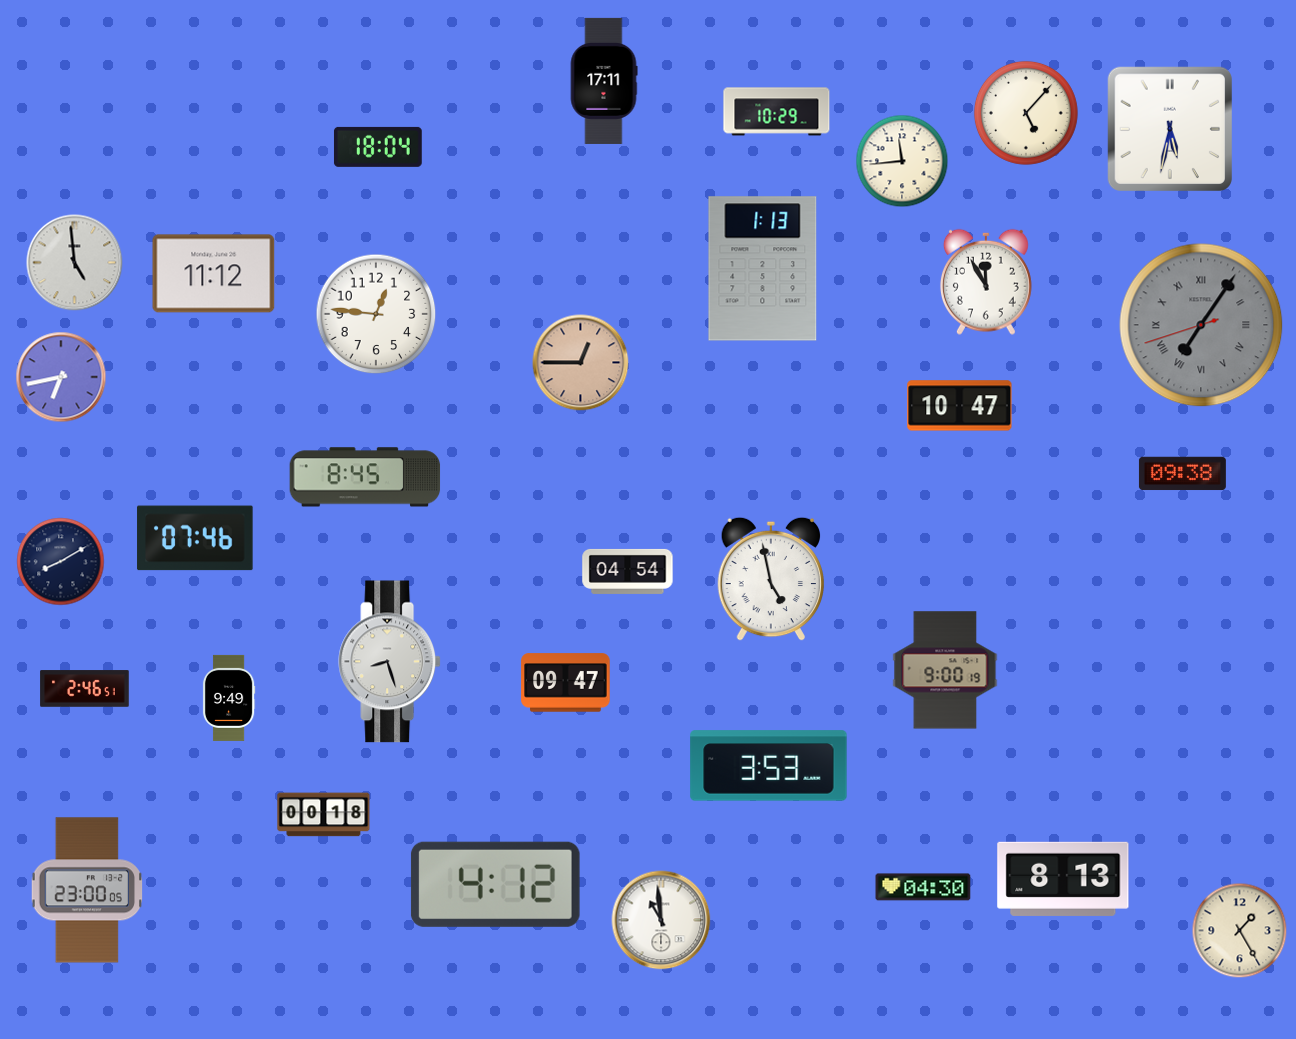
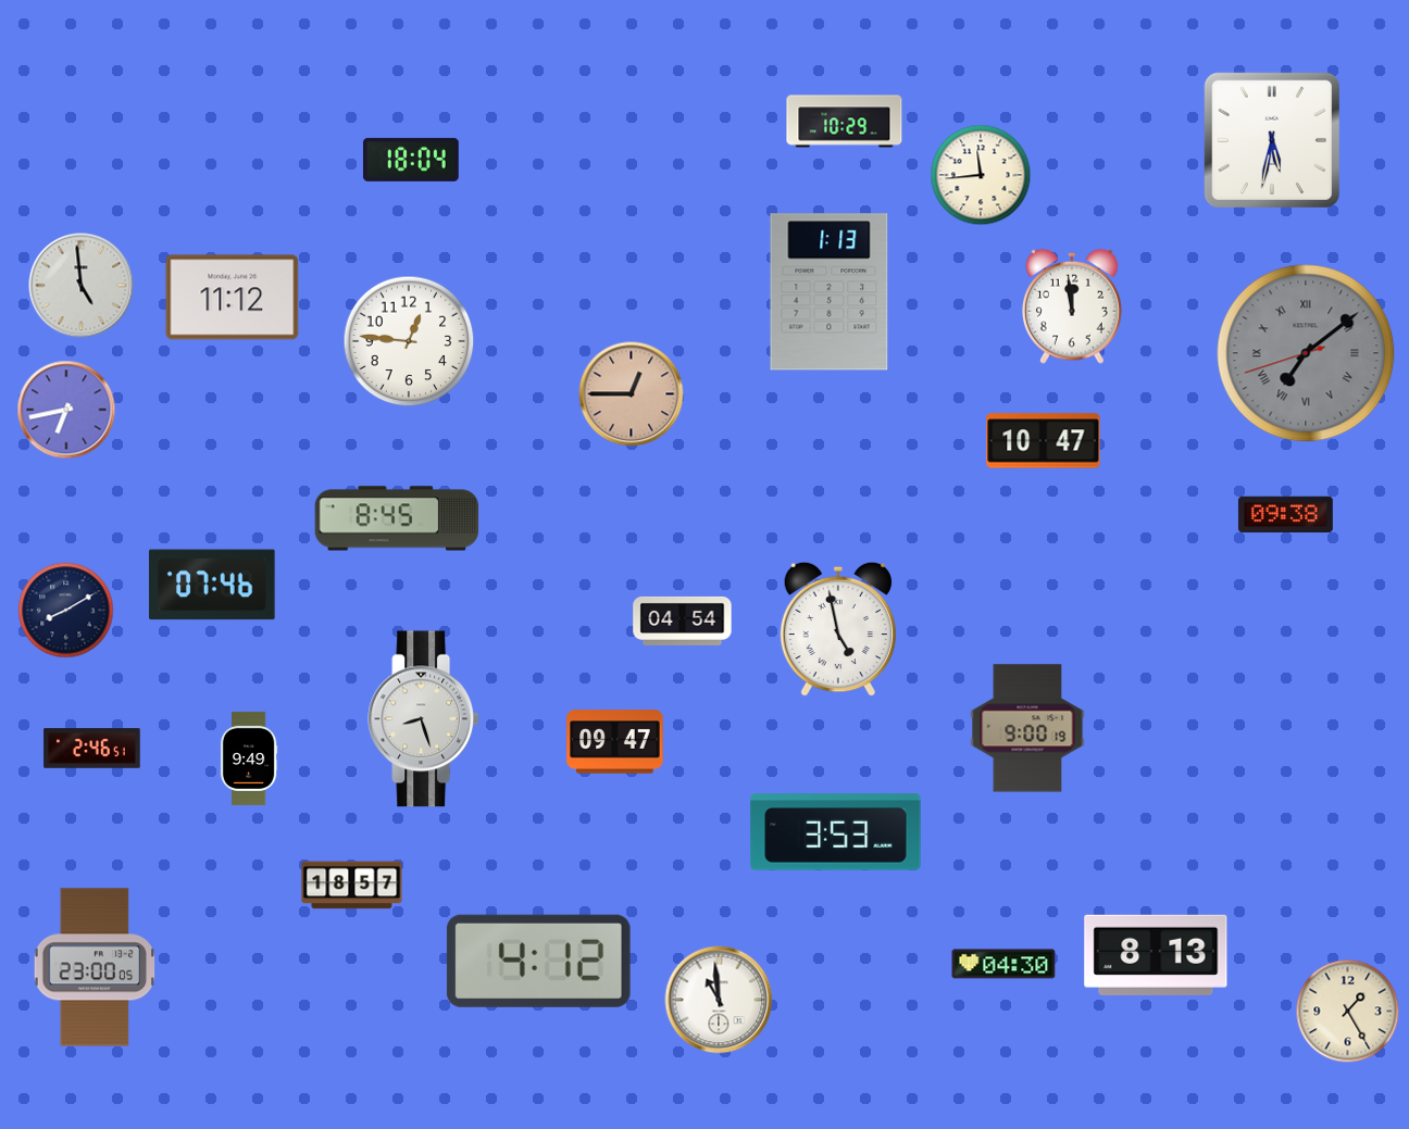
clock at (604, 81): 17:11 -> none
clock at (1026, 113): 5:07 -> none
clock at (986, 282): 11:55 -> 11:59
clock at (1201, 325): 7:05 -> 7:08
clock at (324, 815): 00:18 -> 18:57
